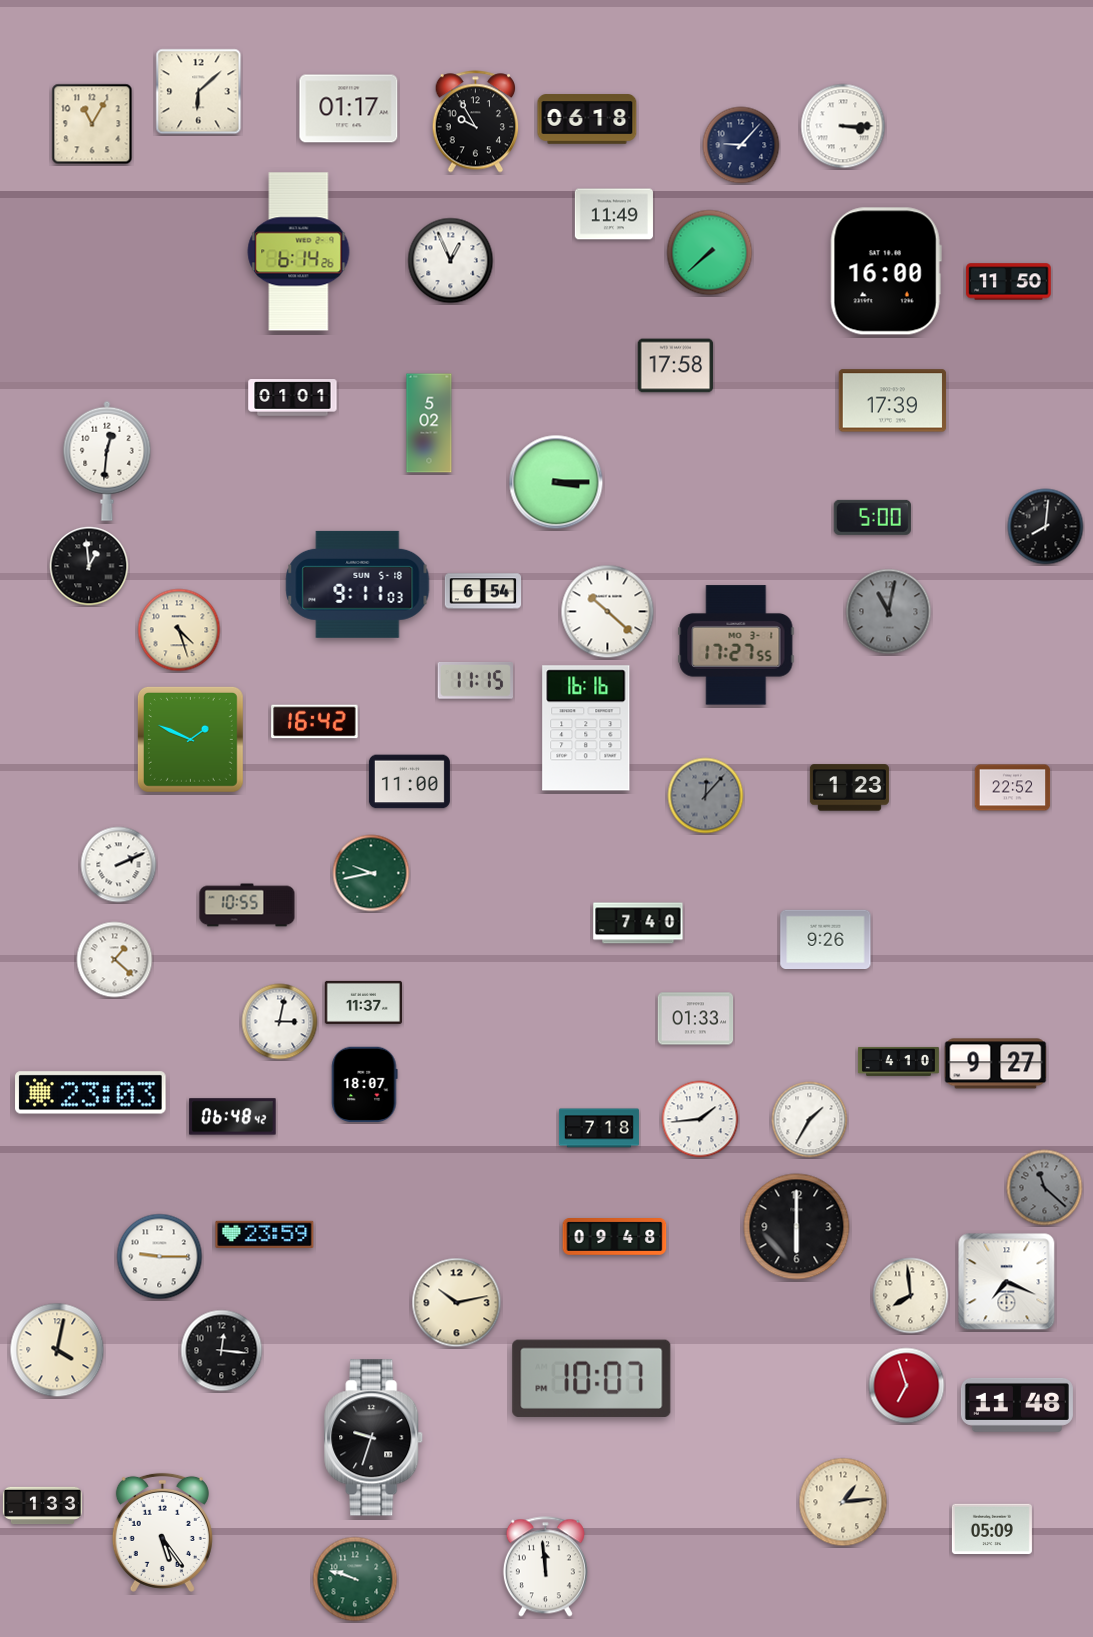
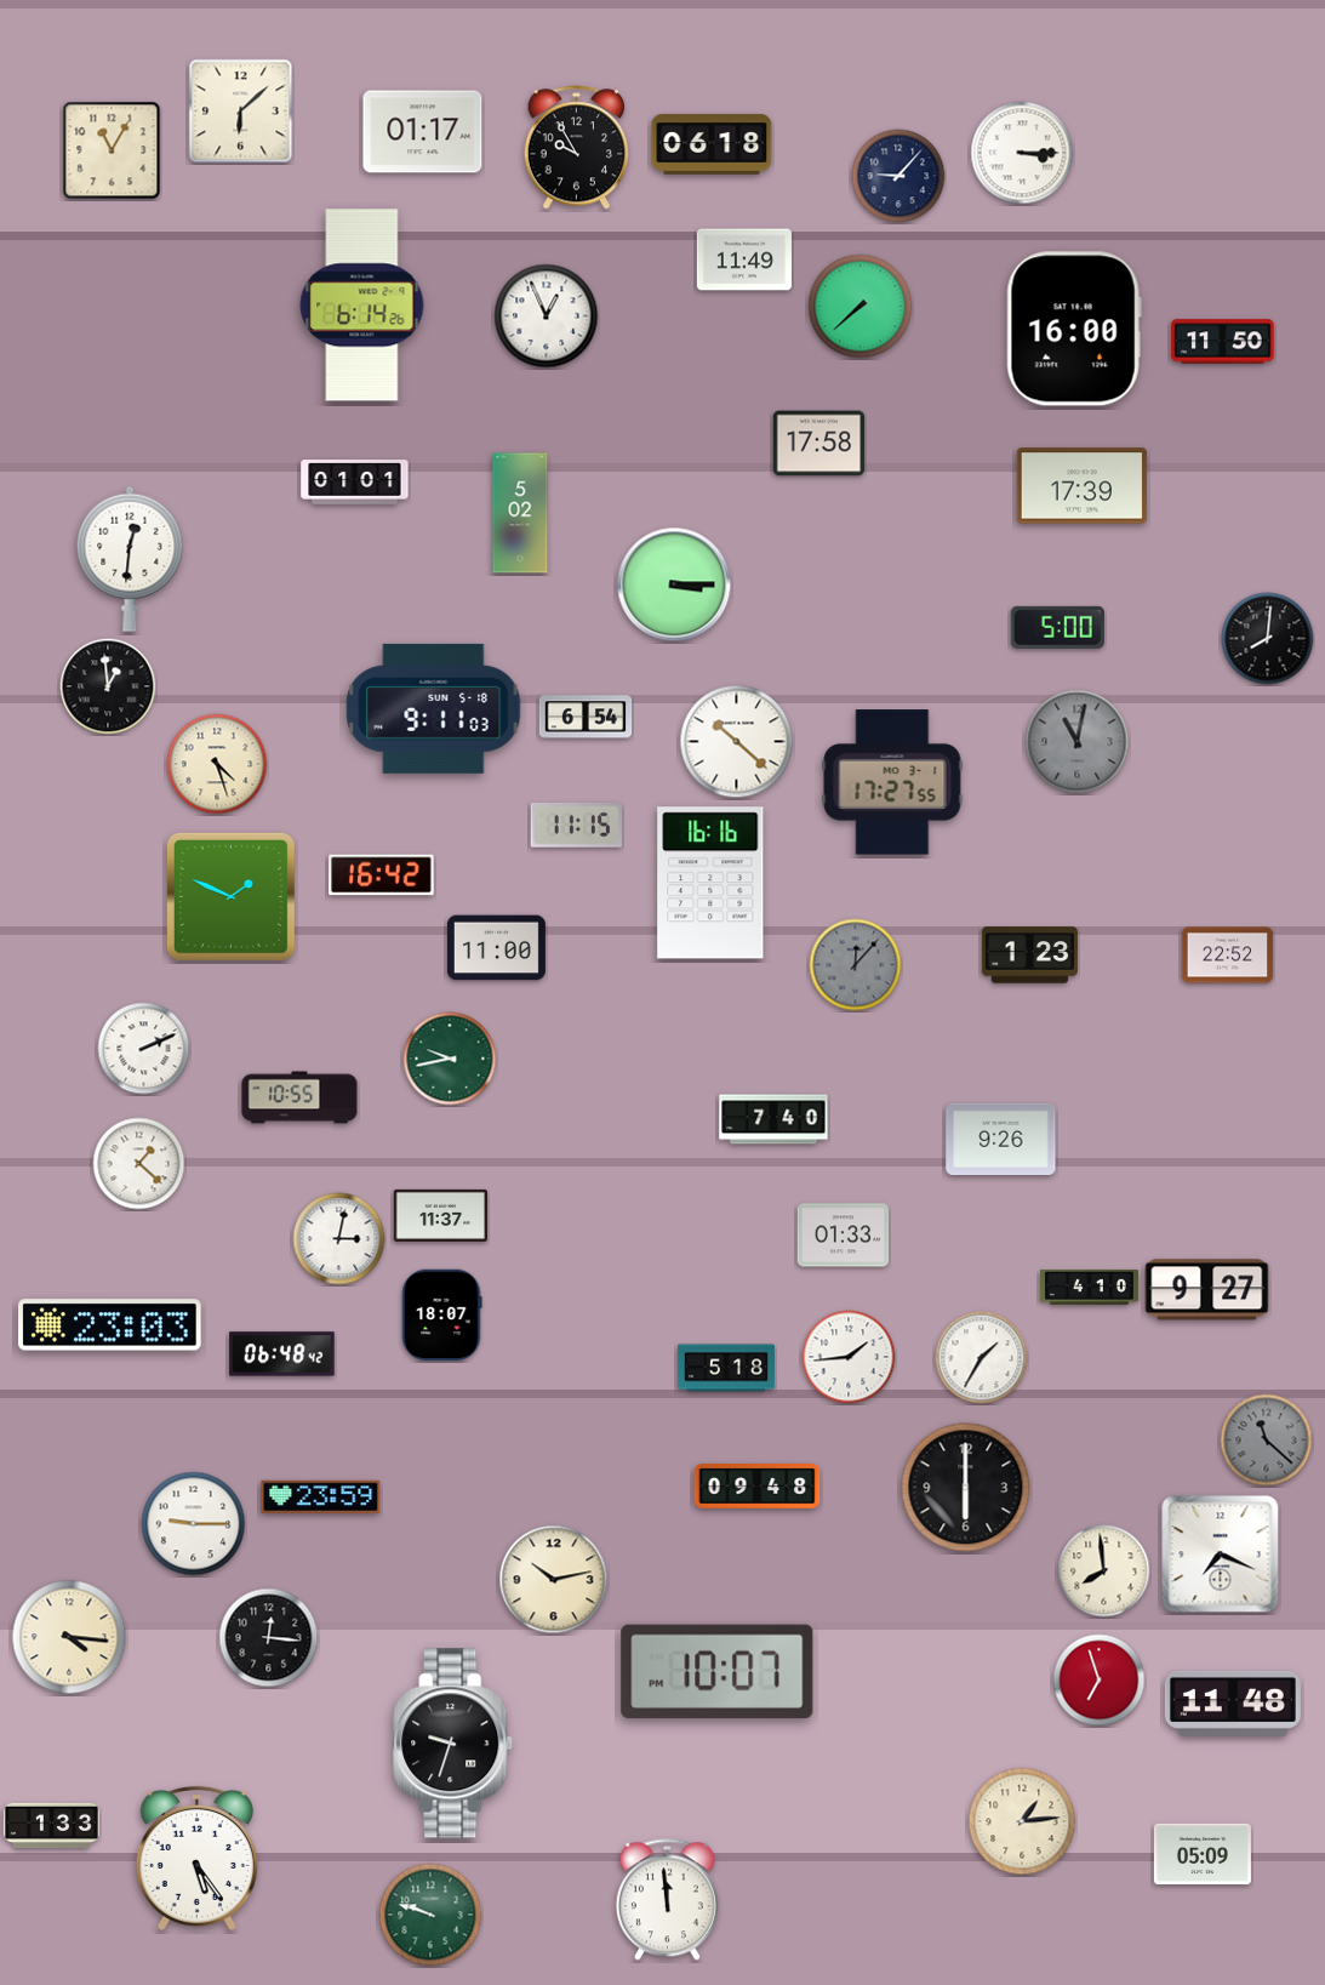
clock at (599, 1128): 7:18 -> 5:18
clock at (615, 1237) position: (615, 1237) -> (758, 1487)
clock at (57, 1350): 4:02 -> 4:16
clock at (545, 1567) position: (545, 1567) -> (667, 1900)
